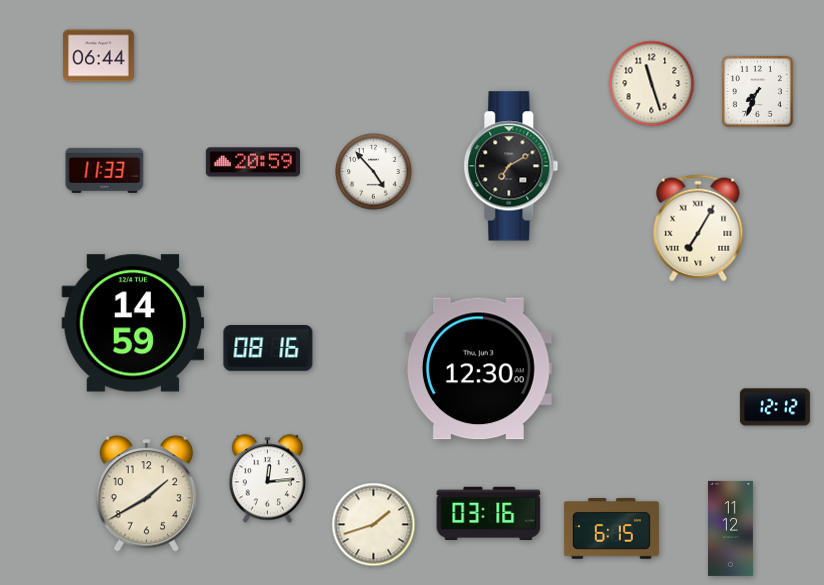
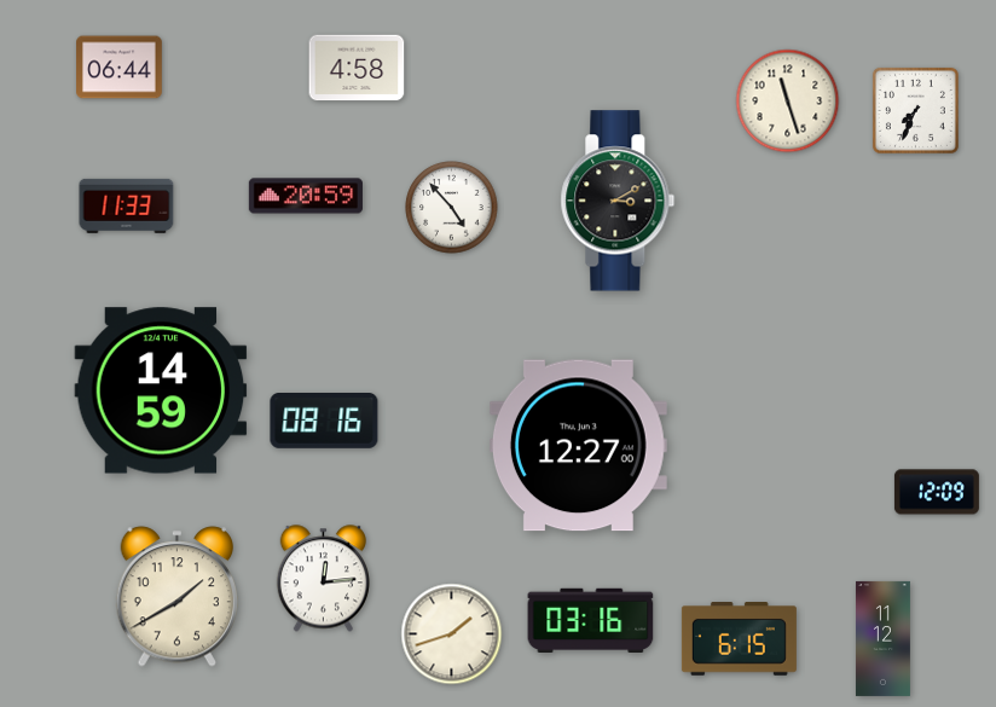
clock at (357, 68): none -> 4:58
clock at (511, 166): 7:10 -> 3:10
clock at (698, 228): 7:05 -> none
clock at (478, 369): 12:30 -> 12:27
clock at (775, 407): 12:12 -> 12:09
